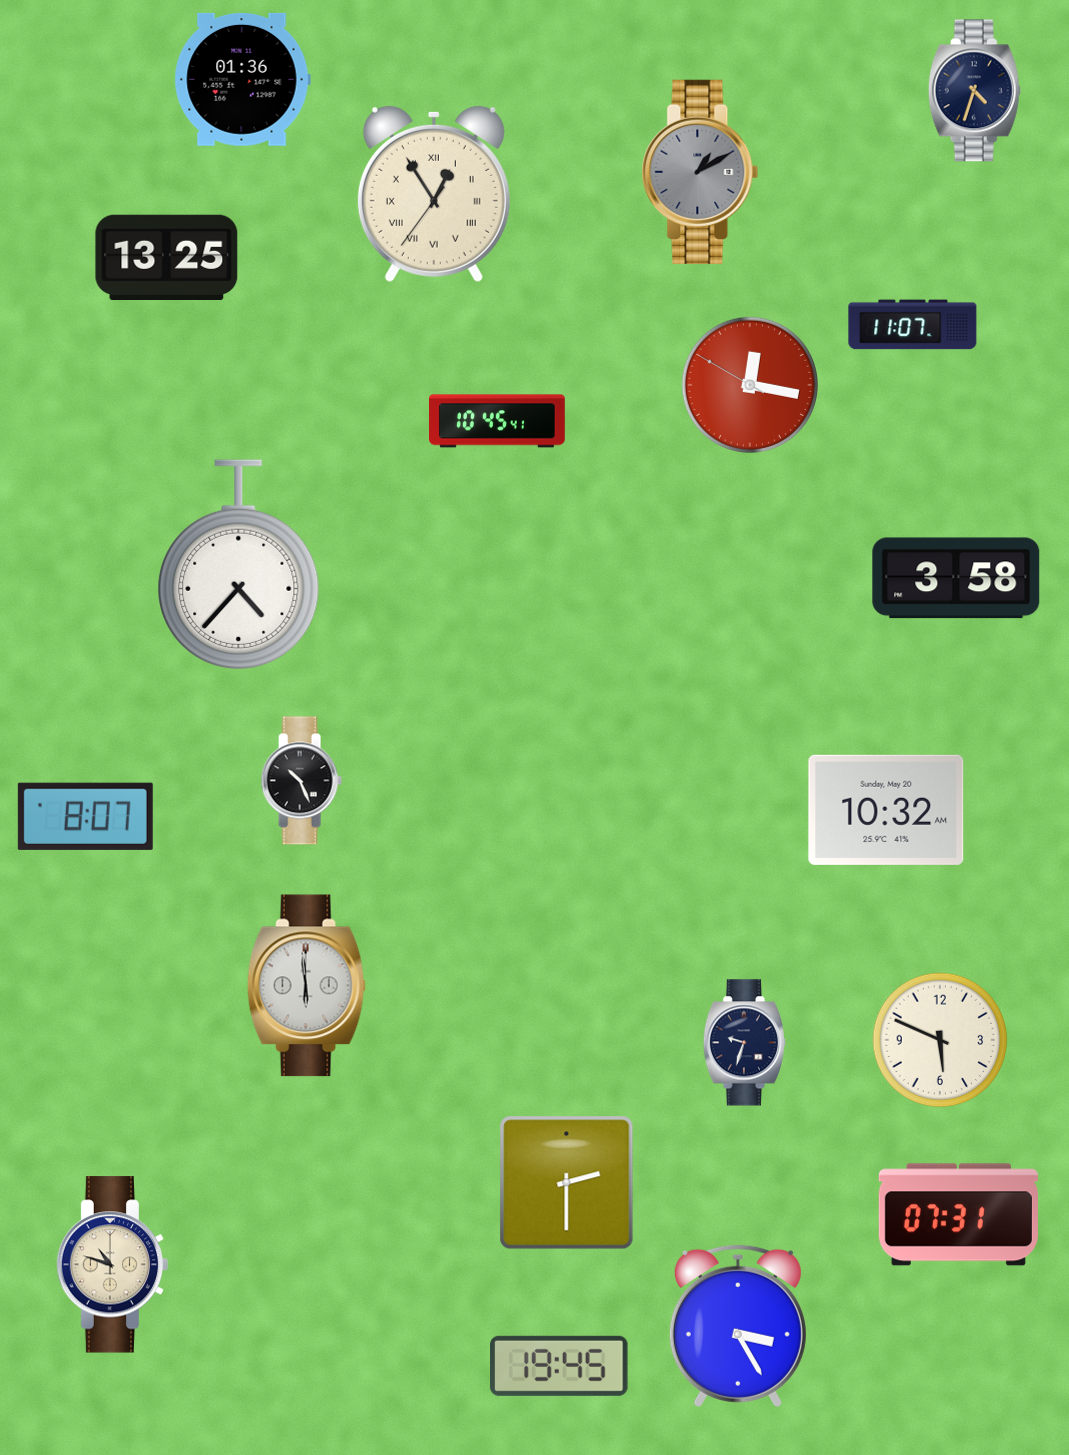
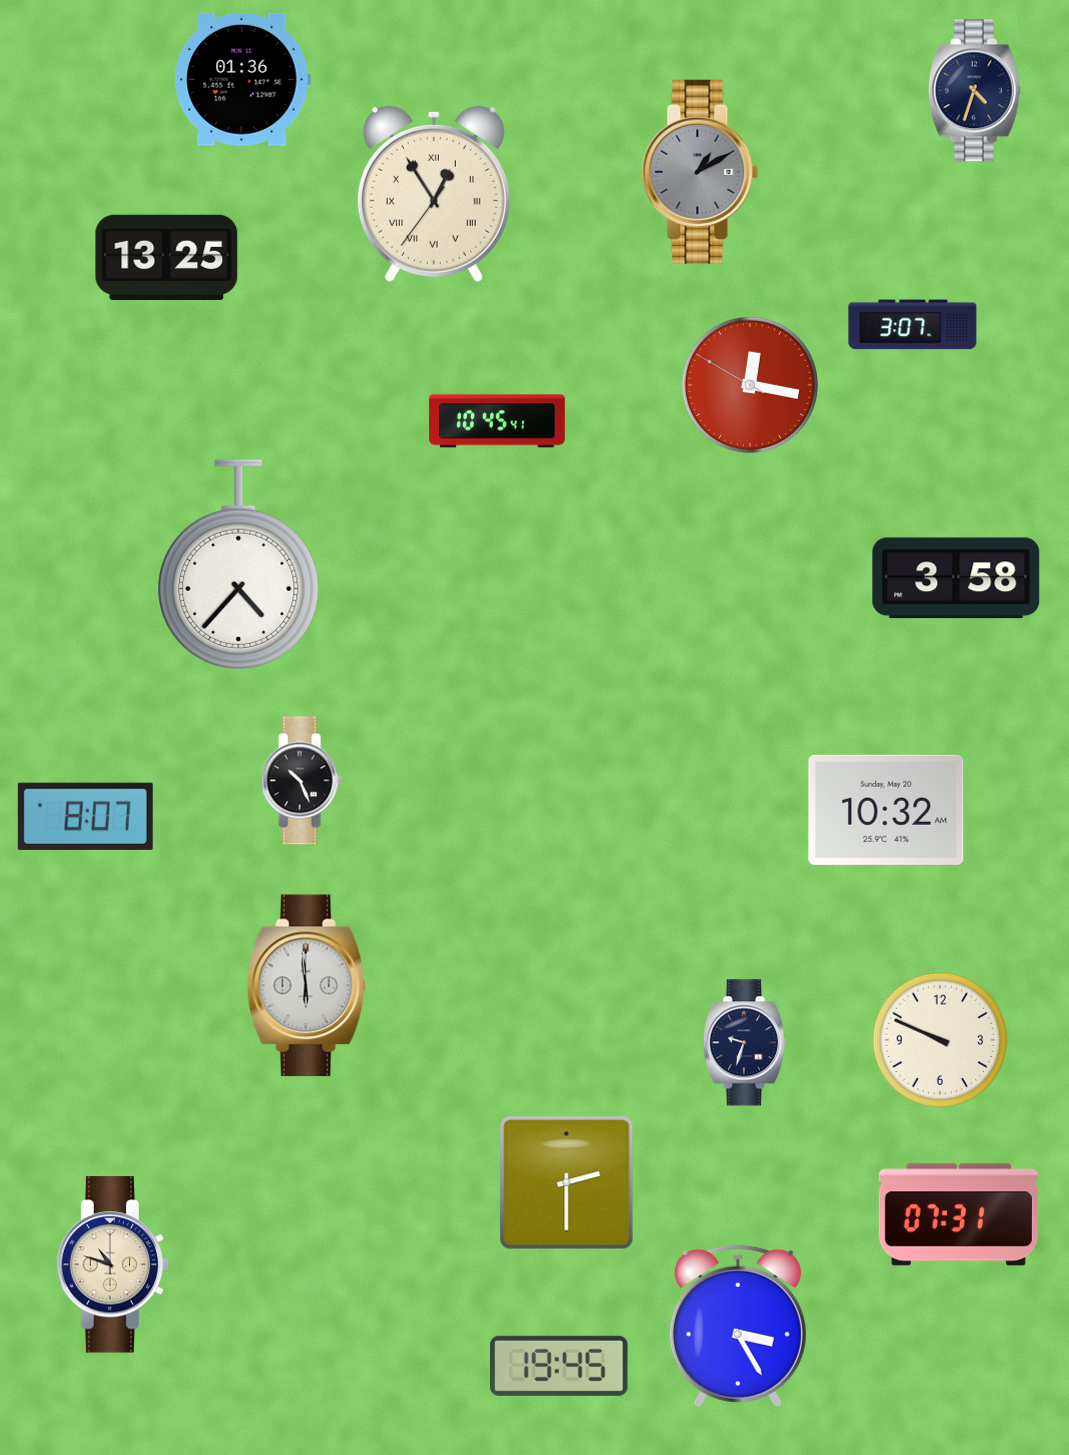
clock at (913, 325): 11:07 -> 3:07
clock at (940, 1040): 5:49 -> 9:49
